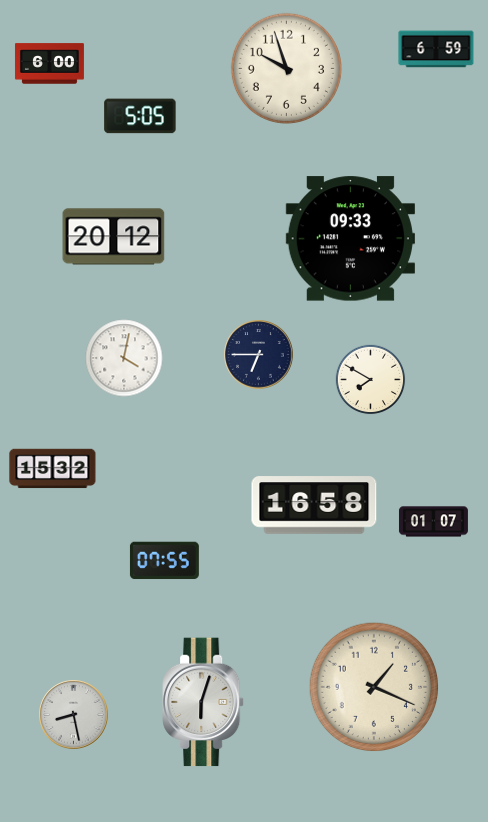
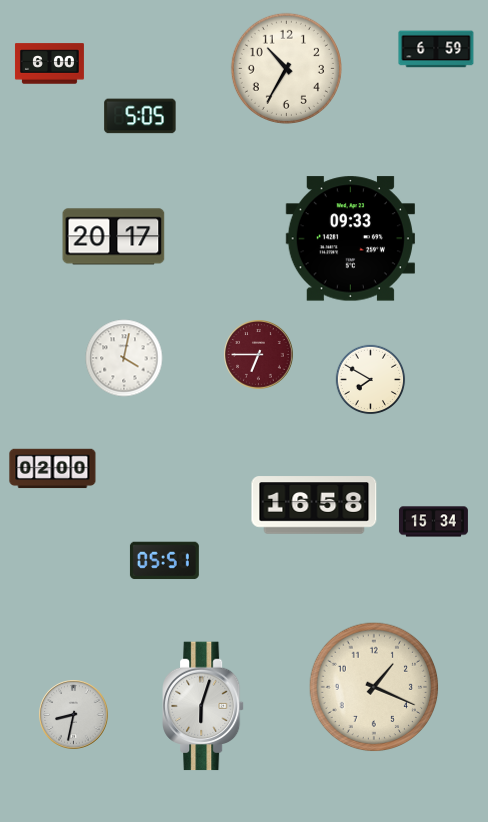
clock at (286, 68): 9:57 -> 10:35
clock at (114, 237): 20:12 -> 20:17
clock at (259, 355) dial: navy -> burgundy
clock at (53, 469): 15:32 -> 02:00
clock at (433, 522): 01:07 -> 15:34
clock at (164, 561): 07:55 -> 05:51
clock at (204, 702) position: (204, 702) -> (204, 706)
clock at (74, 715): 8:28 -> 8:32
